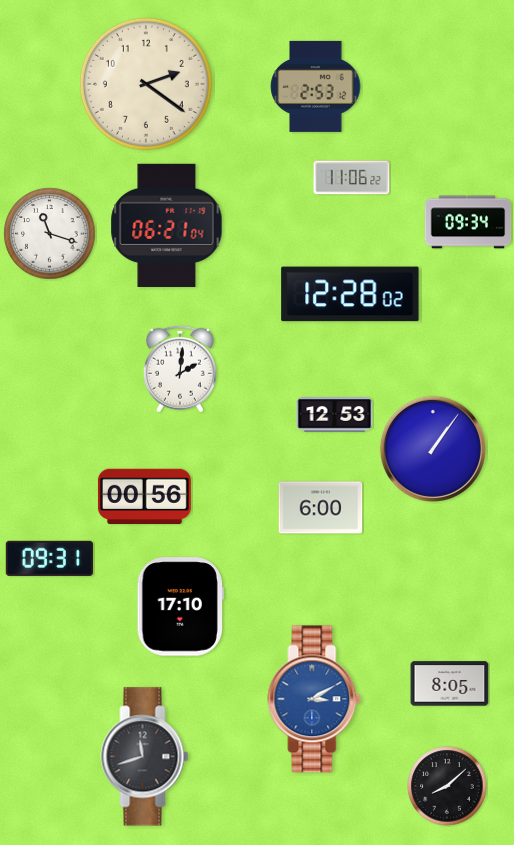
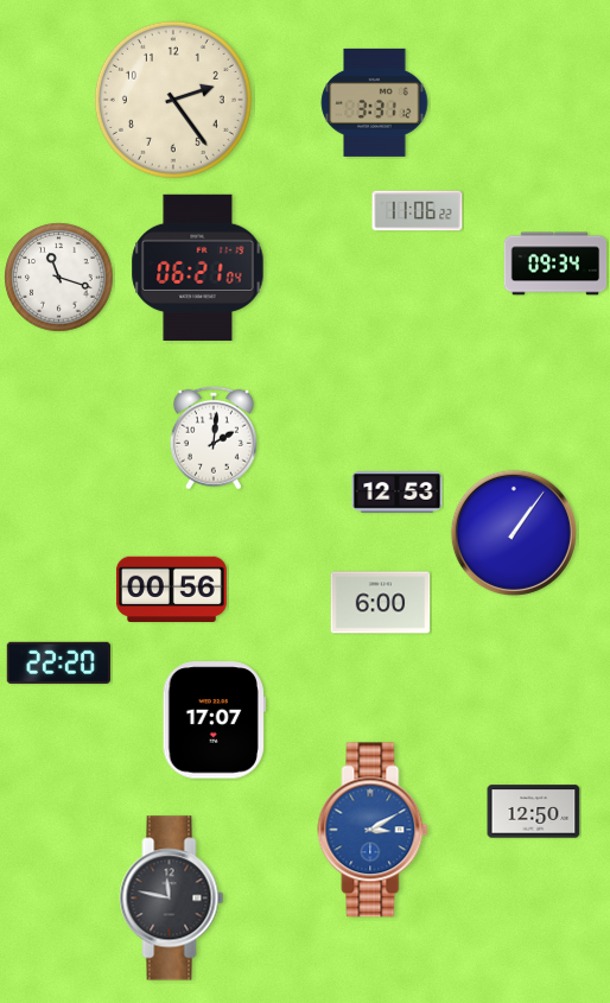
clock at (146, 84): 2:21 -> 2:24
clock at (316, 86): 2:53 -> 3:31
clock at (350, 294): 12:28 -> none
clock at (49, 558): 09:31 -> 22:20
clock at (180, 607): 17:10 -> 17:07
clock at (450, 684): 8:05 -> 12:50
clock at (145, 757): 11:42 -> 11:47
clock at (447, 786): 8:08 -> none
